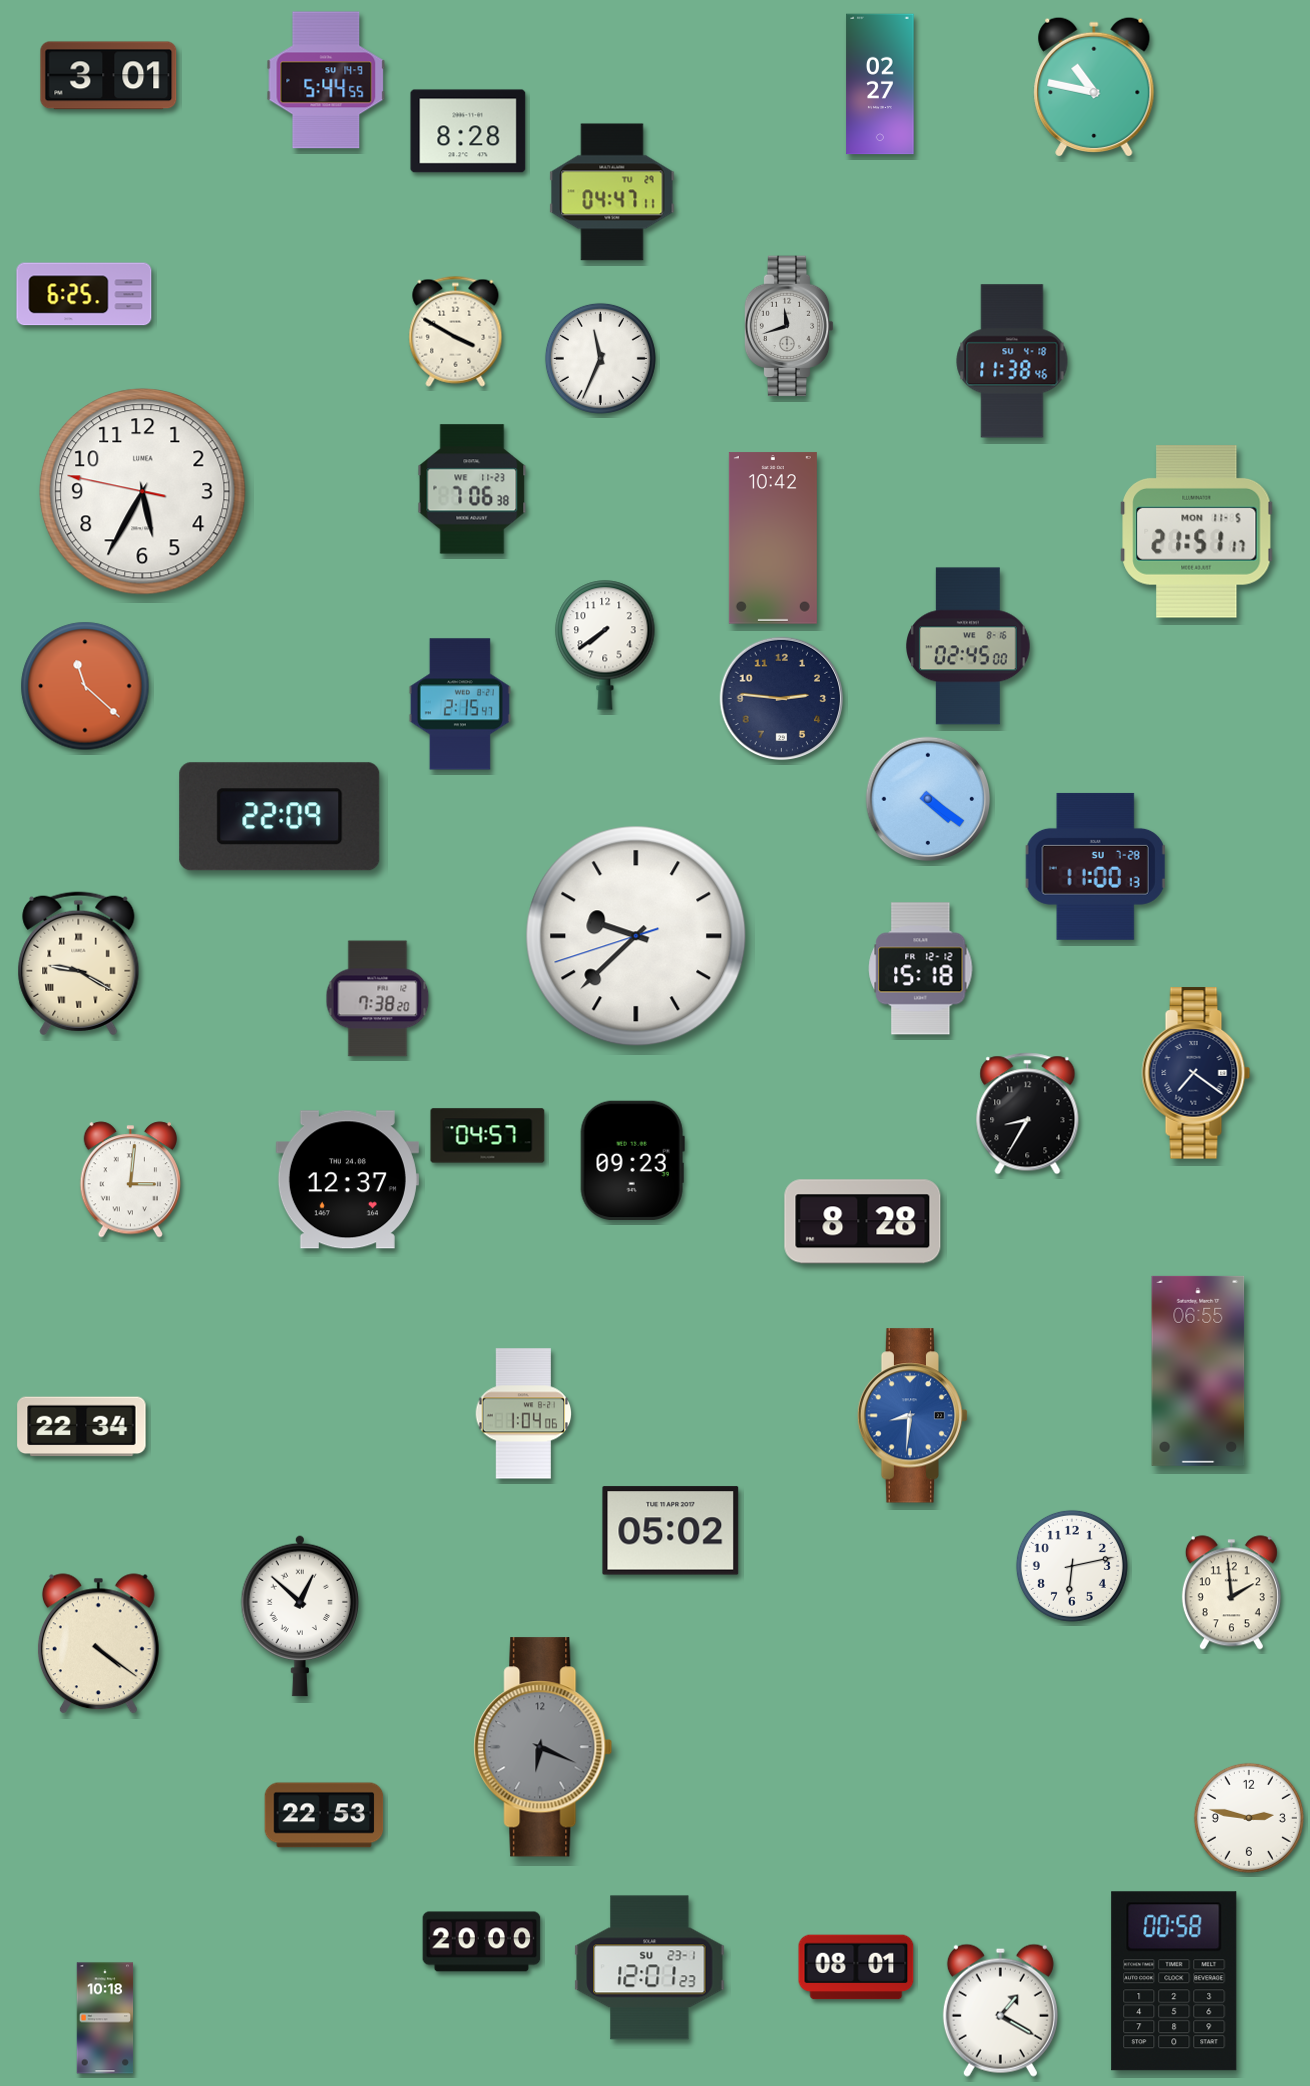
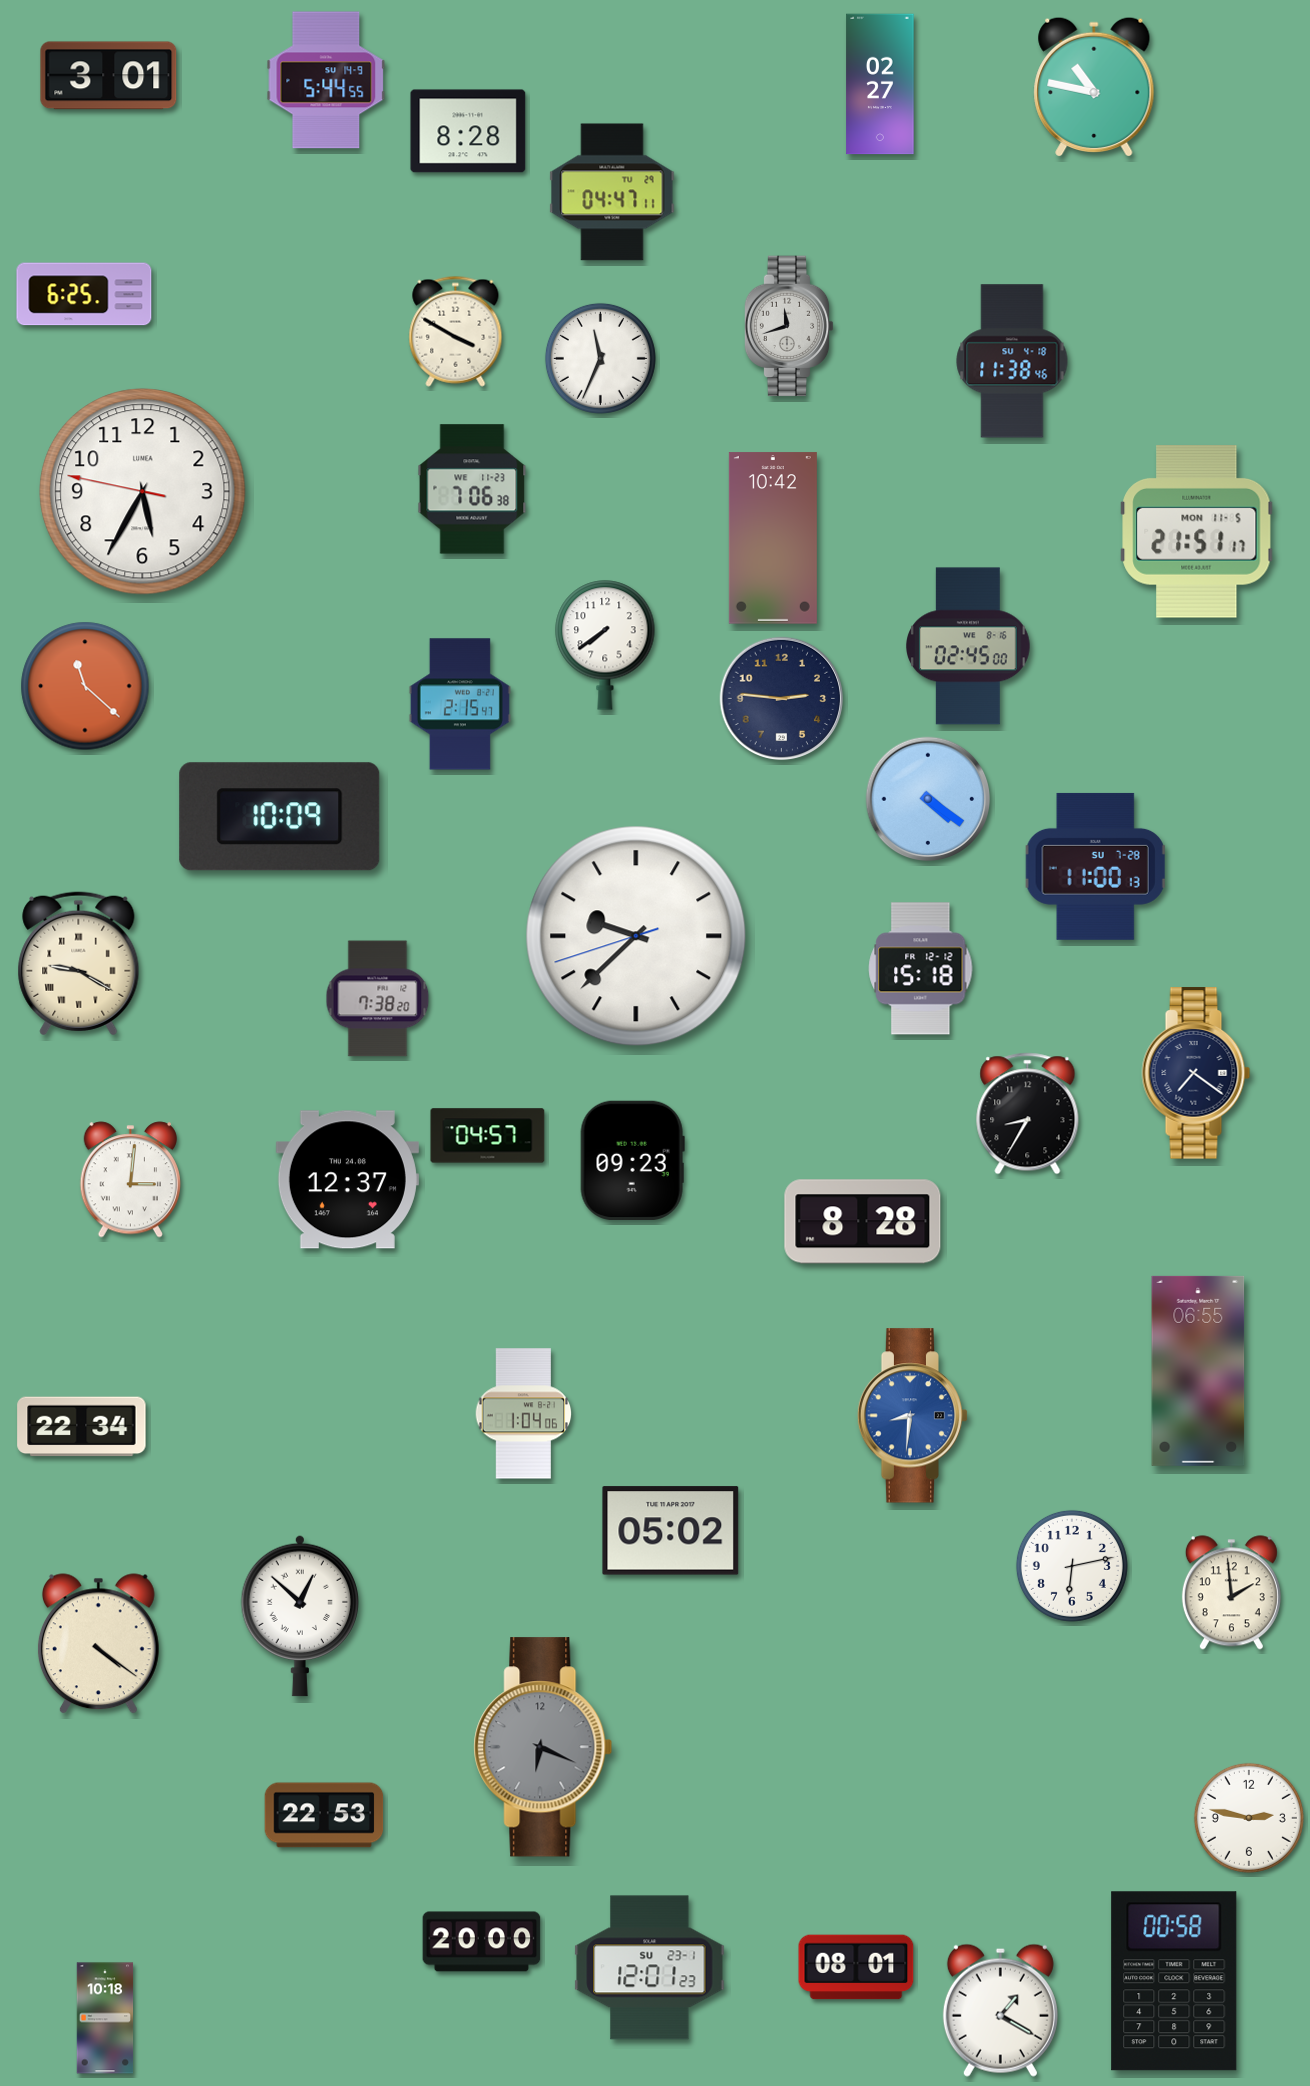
clock at (280, 817): 22:09 -> 10:09
